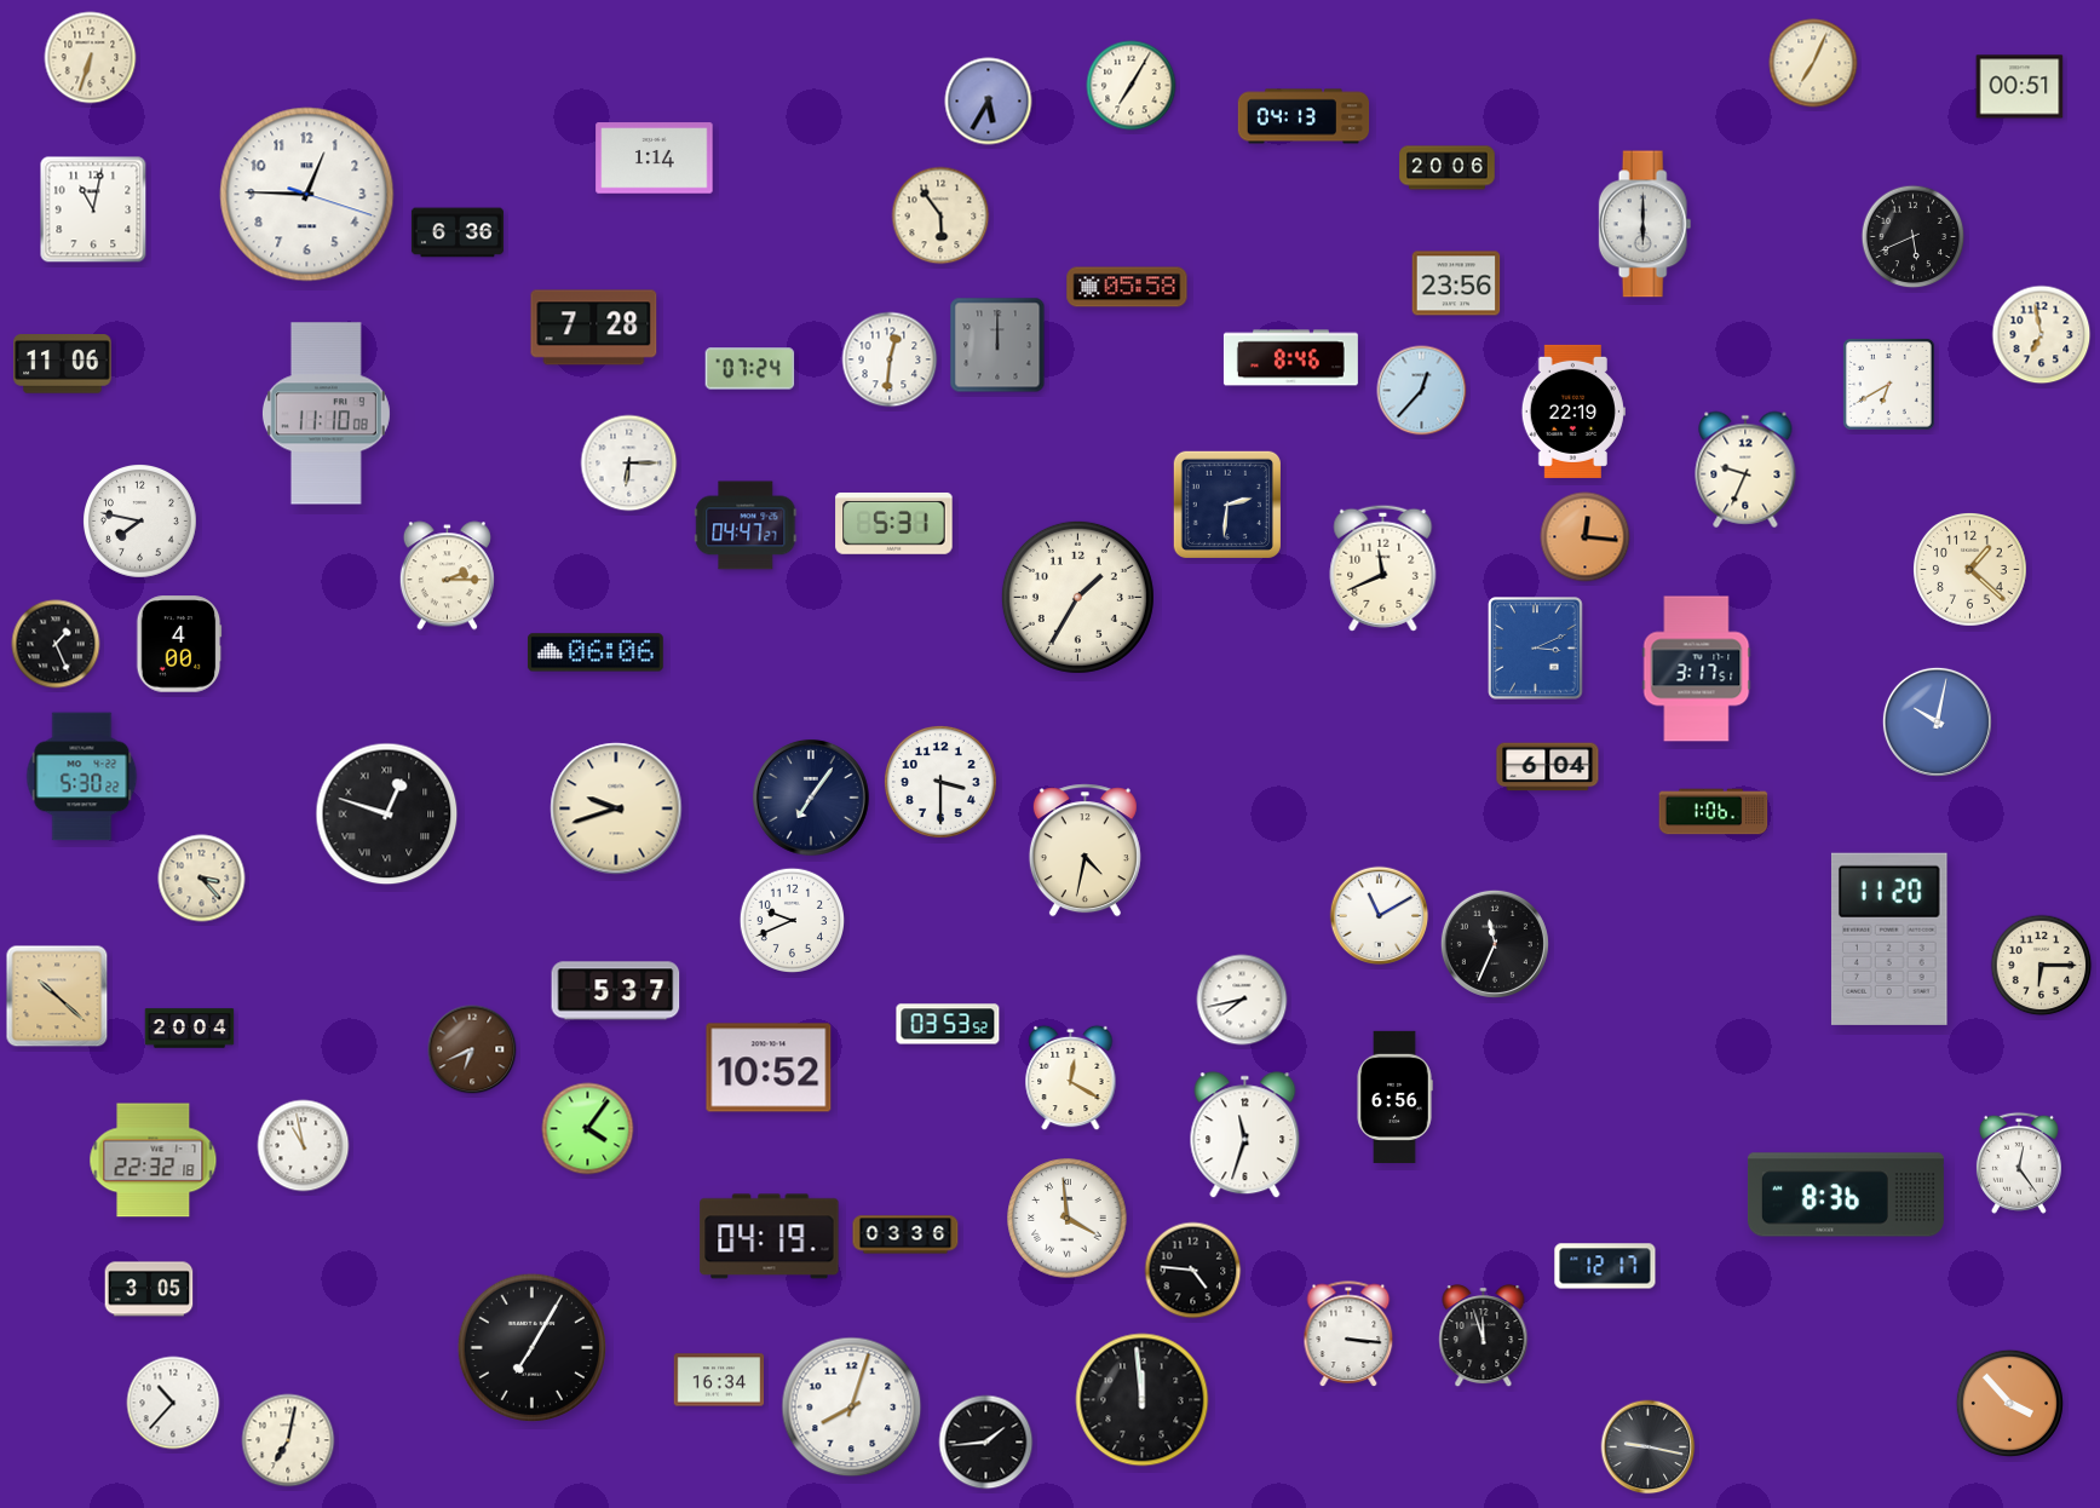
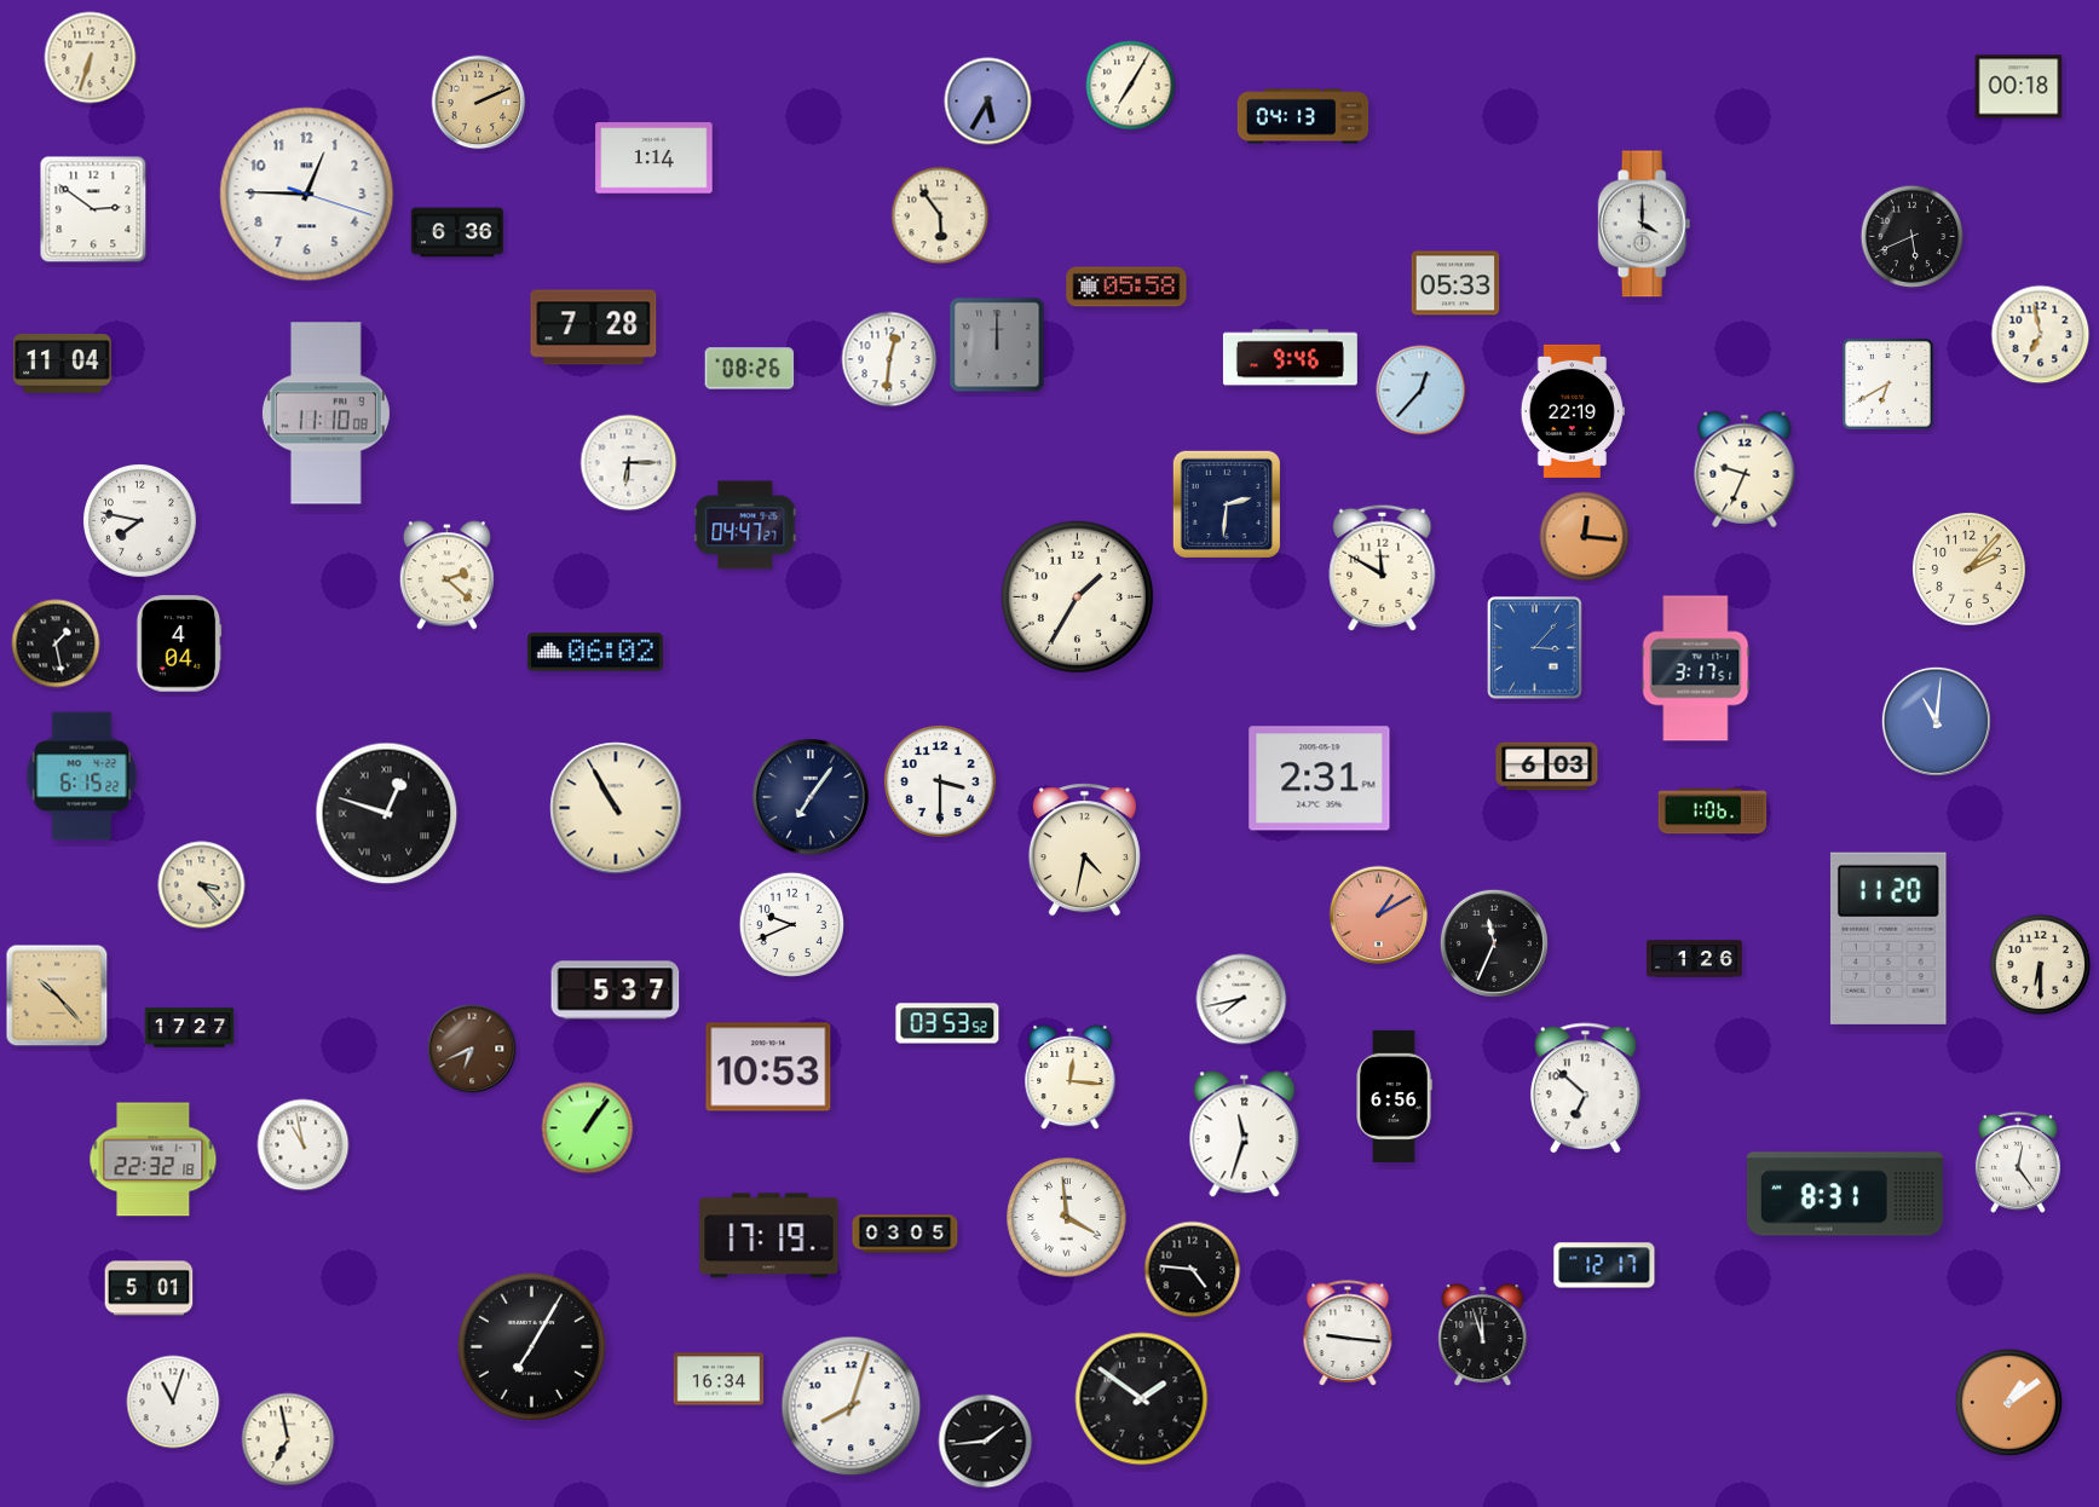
clock at (1813, 63): 7:04 -> none
clock at (2020, 87): 00:51 -> 00:18
clock at (479, 103): none -> 2:11
clock at (1448, 168): 20:06 -> none
clock at (93, 209): 11:02 -> 2:51
clock at (1645, 224): 6:00 -> 4:00
clock at (1456, 283): 23:56 -> 05:33
clock at (1290, 358): 8:46 -> 9:46
clock at (63, 364): 11:06 -> 11:04
clock at (750, 369): 07:24 -> 08:26
clock at (894, 523): 5:31 -> none
clock at (1383, 568): 11:41 -> 11:50
clock at (1970, 570): 1:22 -> 2:07
clock at (447, 576): 2:15 -> 2:22
clock at (56, 644): 1:26 -> 1:28
clock at (179, 644): 4:00 -> 4:04
clock at (1536, 649): 3:11 -> 3:07
clock at (596, 652): 06:06 -> 06:02
clock at (1937, 721): 10:02 -> 11:01
clock at (1548, 767): 6:04 -> 6:03
clock at (82, 777): 5:30 -> 6:15
clock at (1320, 779): none -> 2:31
clock at (616, 808): 9:42 -> 10:55
clock at (202, 879) position: (202, 879) -> (202, 885)
clock at (1380, 916): 11:10 -> 1:10
clock at (1380, 916) dial: white -> salmon
clock at (792, 920) position: (792, 920) -> (791, 924)
clock at (1695, 959): none -> 1:26
clock at (2042, 966): 6:15 -> 6:30
clock at (57, 996): 10:22 -> 10:23
clock at (190, 1029): 20:04 -> 17:27
clock at (769, 1067): 10:52 -> 10:53
clock at (1071, 1078): 12:20 -> 12:16
clock at (1585, 1089): none -> 6:52
clock at (588, 1129): 4:06 -> 1:06
clock at (1846, 1195): 8:36 -> 8:31
clock at (905, 1234): 03:36 -> 03:05
clock at (770, 1237): 04:19 -> 17:19
clock at (149, 1289): 3:05 -> 5:01
clock at (1348, 1335): 3:16 -> 9:16
clock at (1143, 1400): 11:59 -> 1:51
clock at (173, 1403): 10:37 -> 11:03
clock at (2009, 1403): 3:53 -> 1:09
clock at (288, 1440): 7:02 -> 6:58
clock at (1649, 1447): 9:17 -> none
